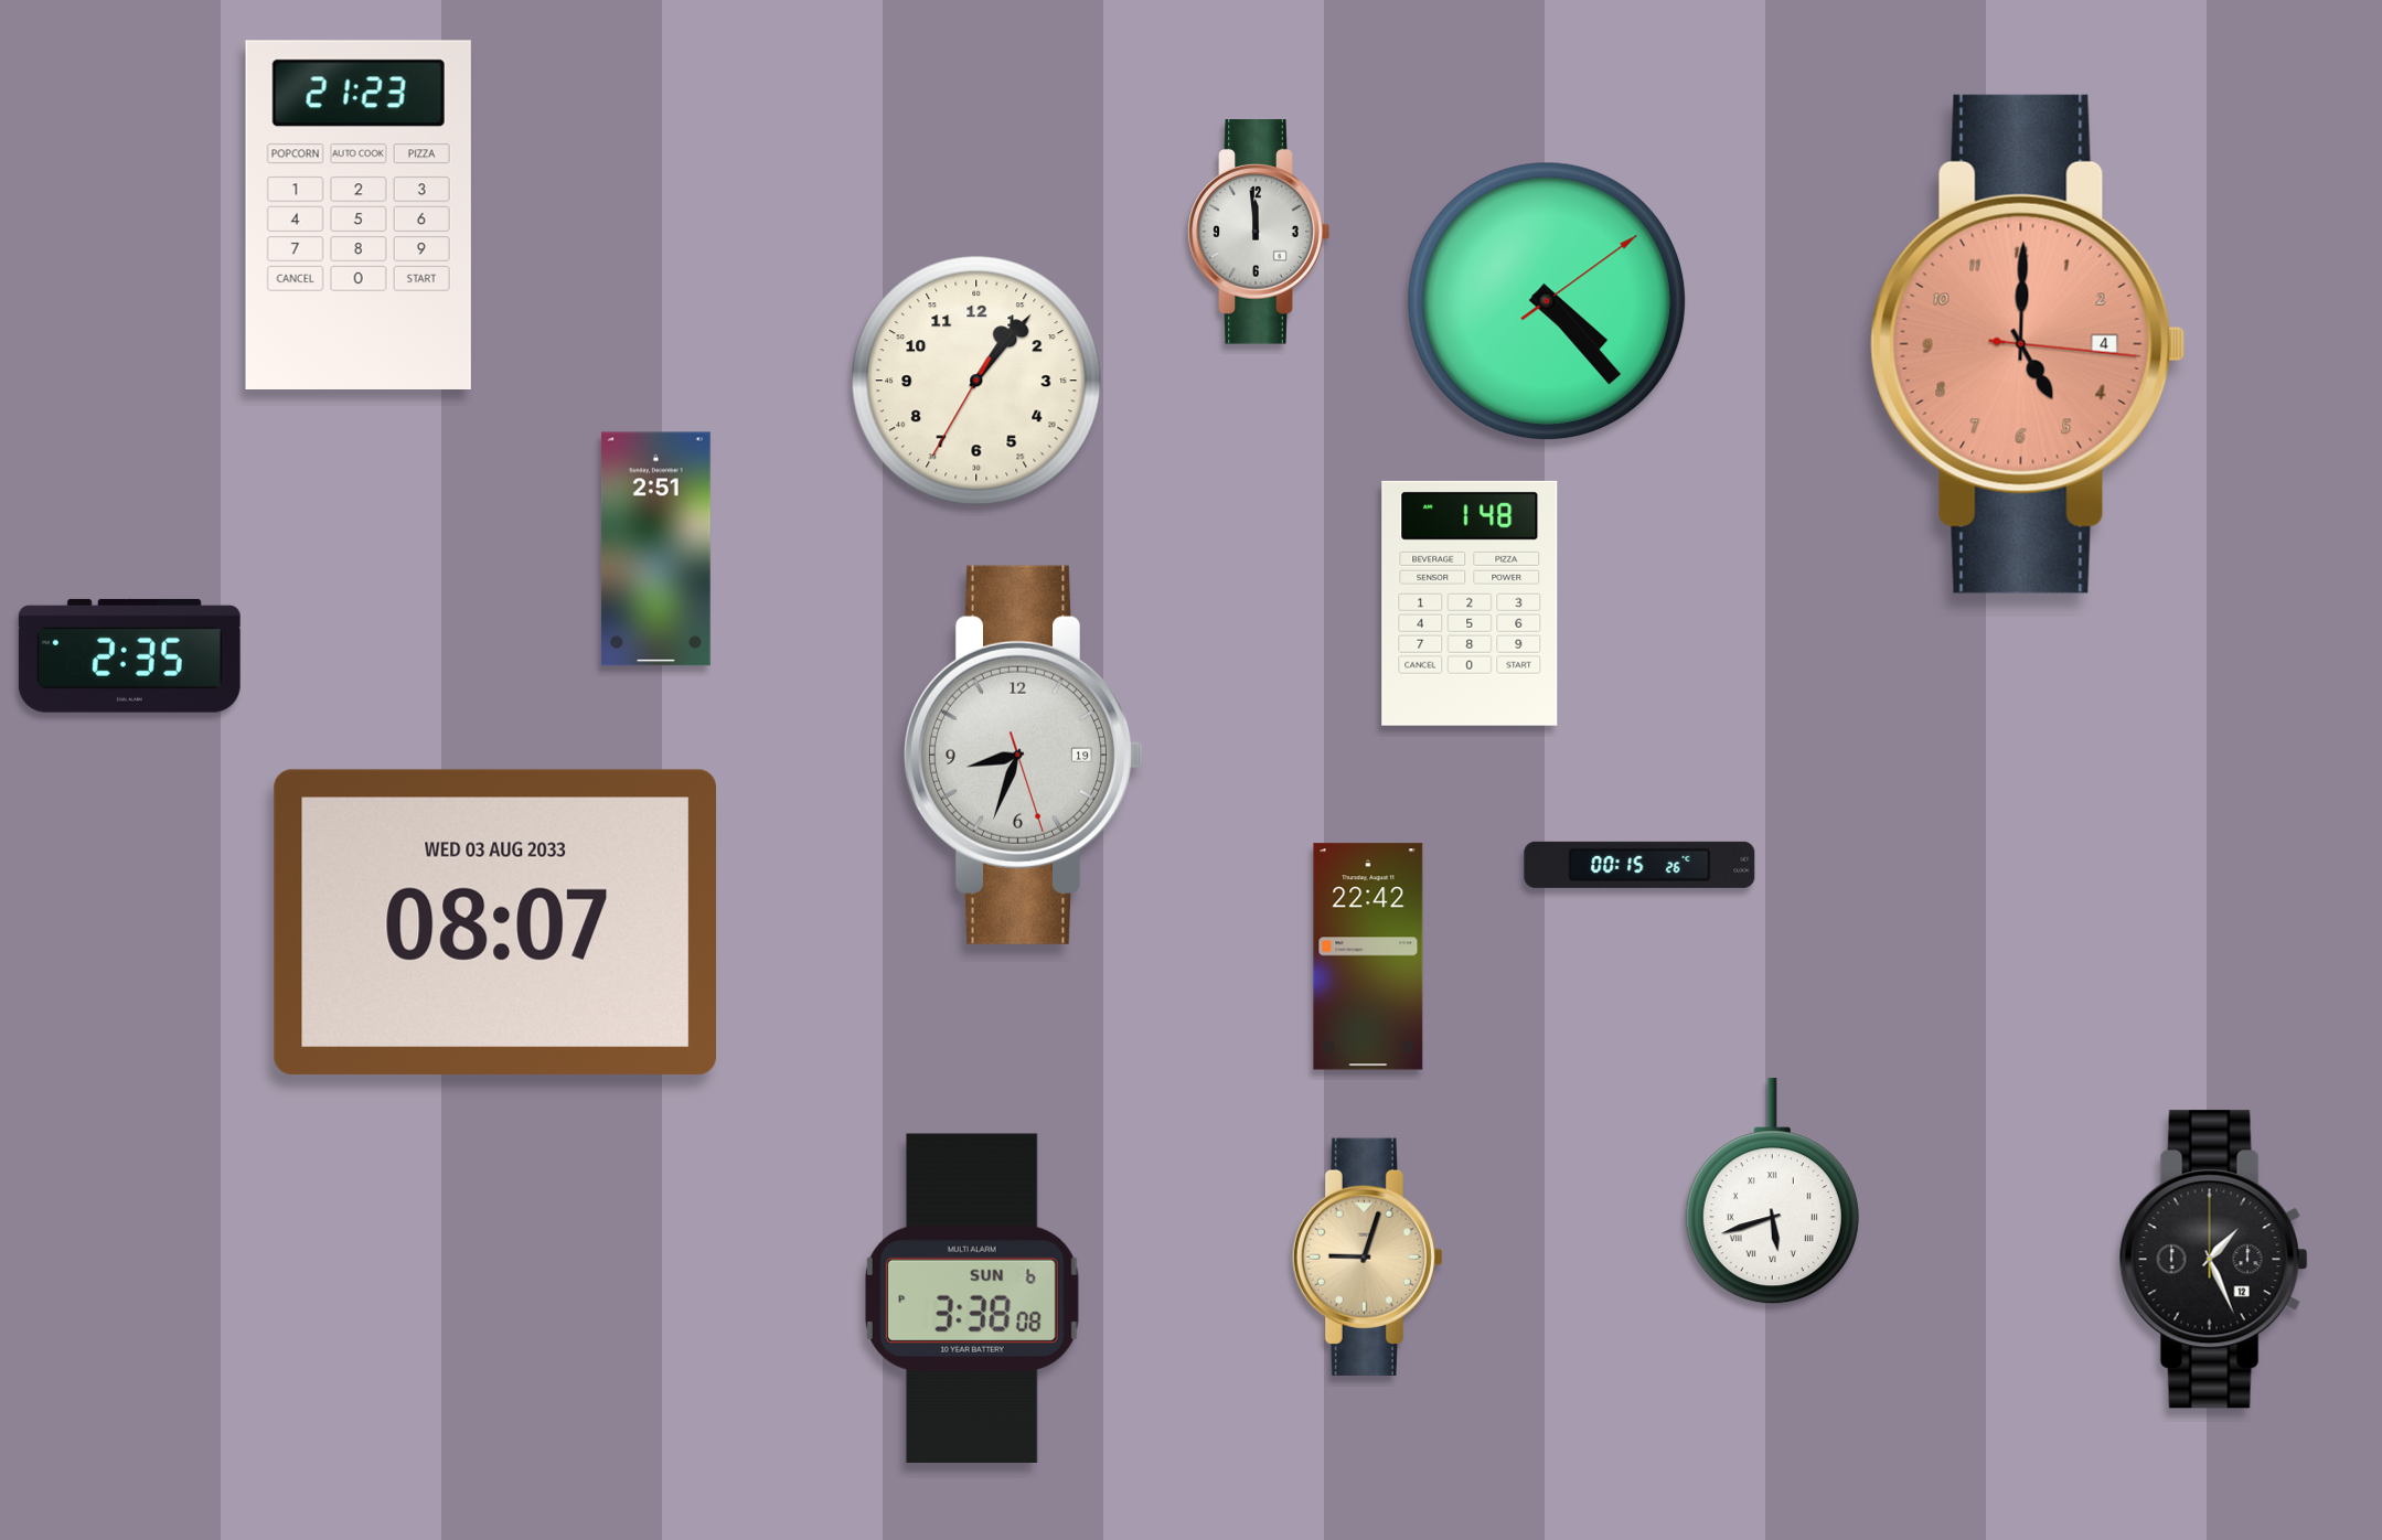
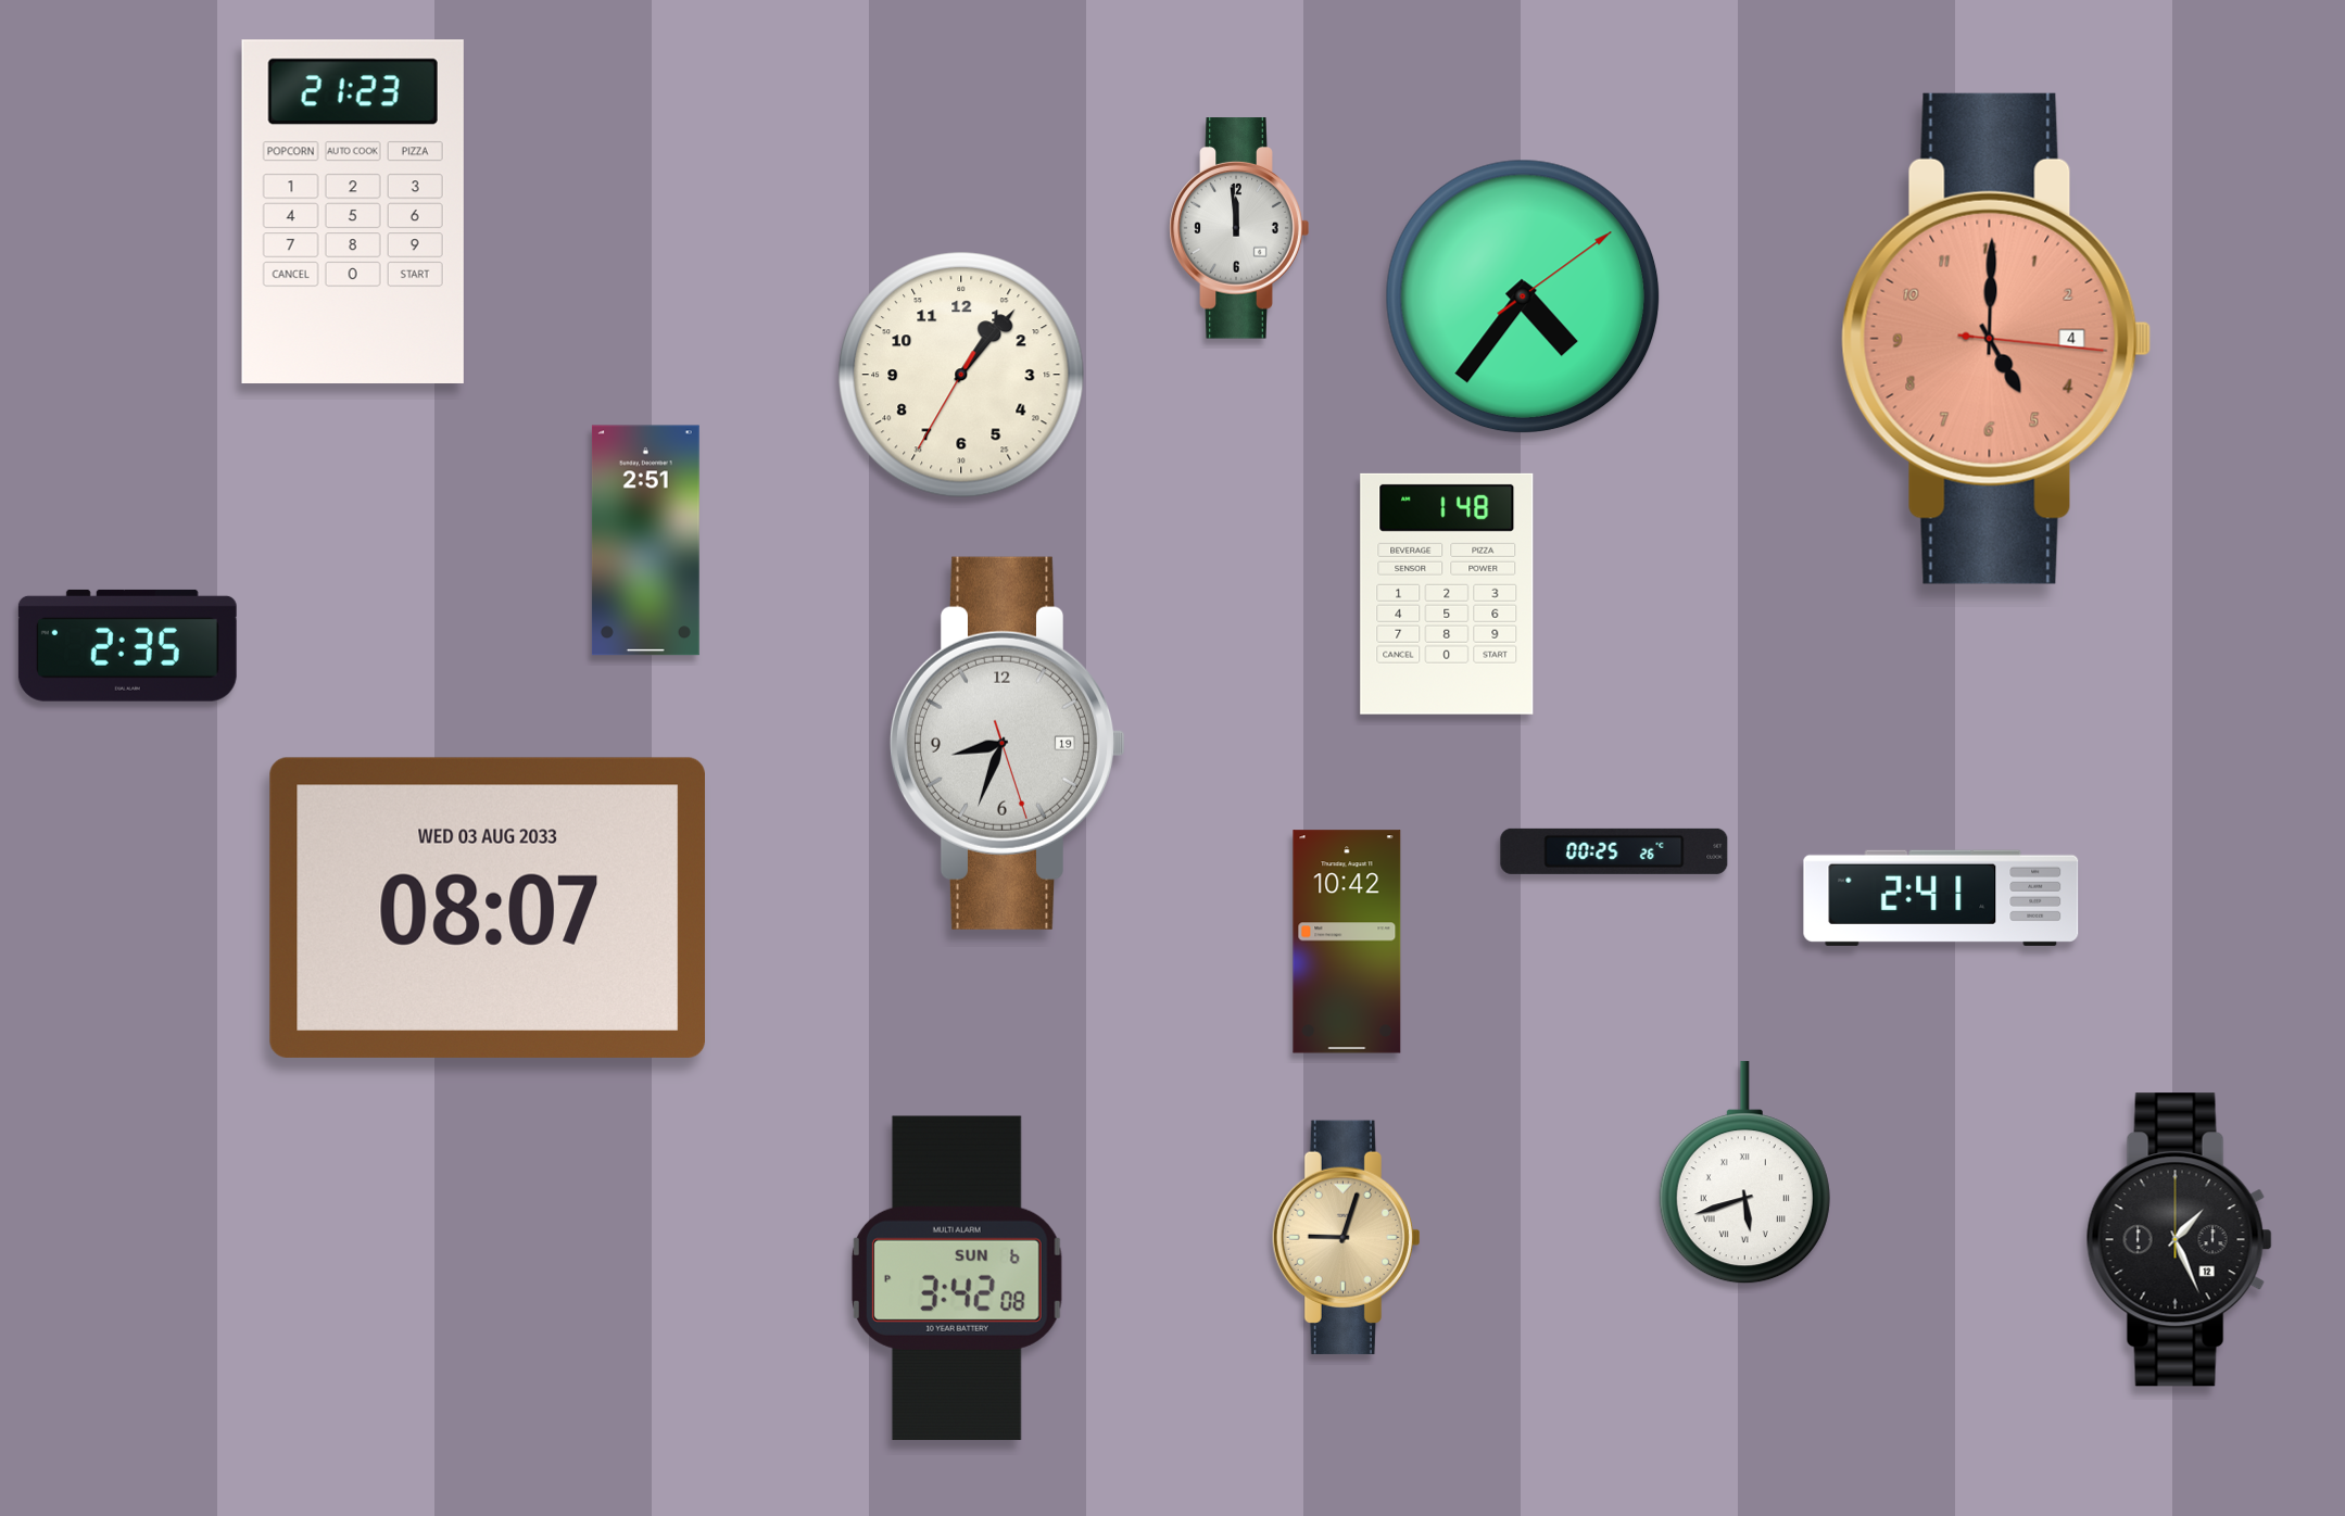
clock at (1547, 301): 4:23 -> 4:36
clock at (1639, 865): 00:15 -> 00:25
clock at (1941, 898): none -> 2:41
clock at (1368, 956): 22:42 -> 10:42
clock at (972, 1298): 3:38 -> 3:42
